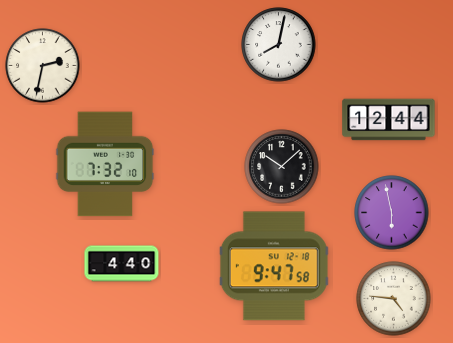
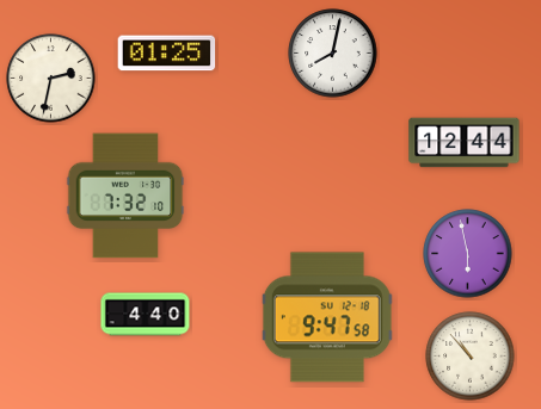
clock at (167, 54): none -> 01:25
clock at (282, 167): 10:08 -> none
clock at (394, 299): 4:46 -> 10:53
